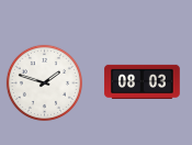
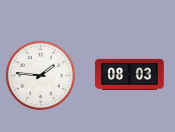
clock at (44, 82): 1:48 -> 1:46
